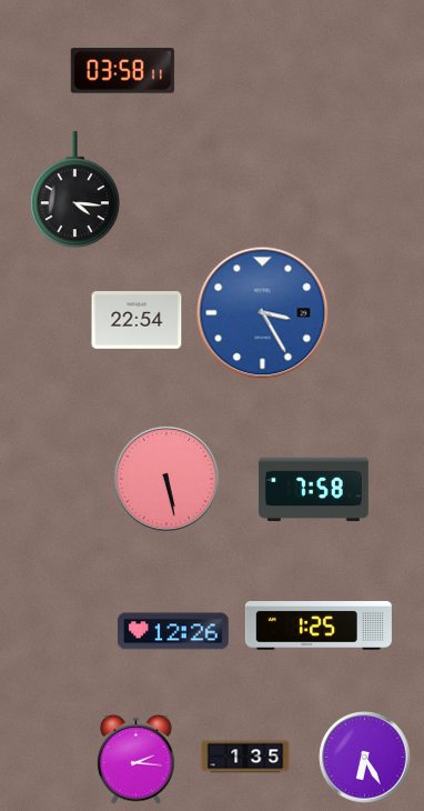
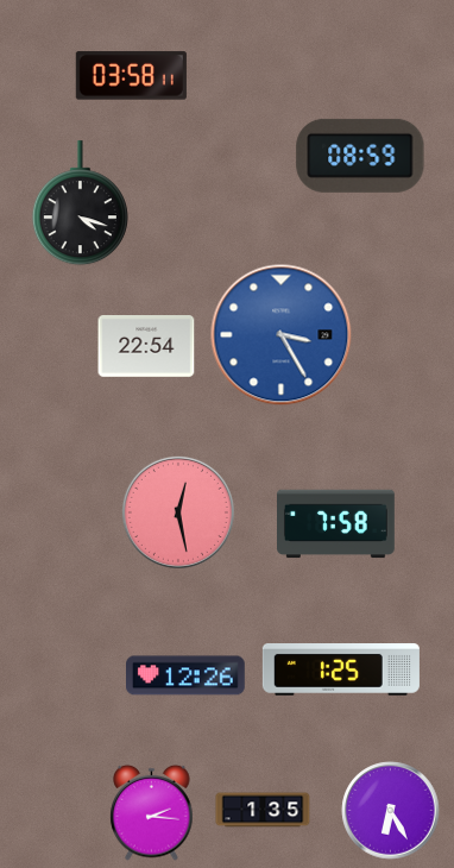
clock at (360, 156): none -> 08:59
clock at (74, 190): 4:16 -> 4:18
clock at (137, 321) position: (137, 321) -> (146, 347)
clock at (166, 479): 5:28 -> 12:28
clock at (137, 759) position: (137, 759) -> (152, 812)
